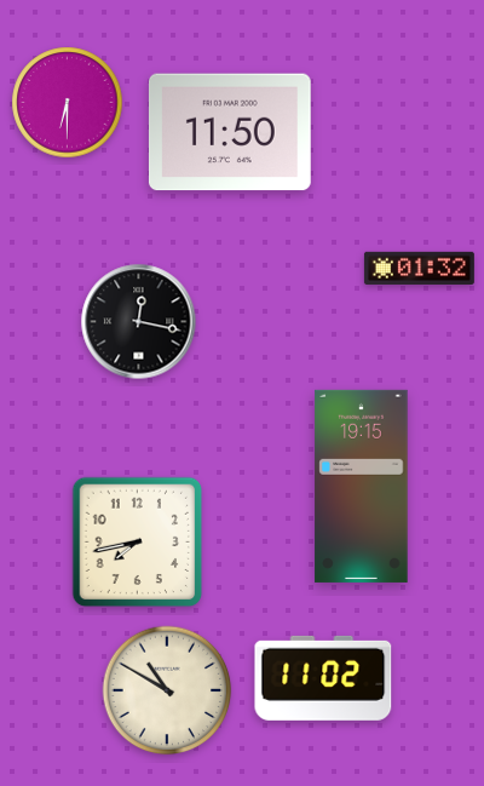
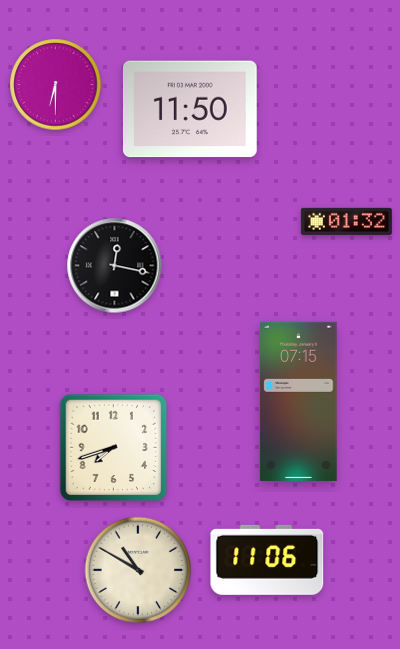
clock at (362, 486): 19:15 -> 07:15
clock at (138, 543): 7:43 -> 7:42
clock at (323, 678): 11:02 -> 11:06
